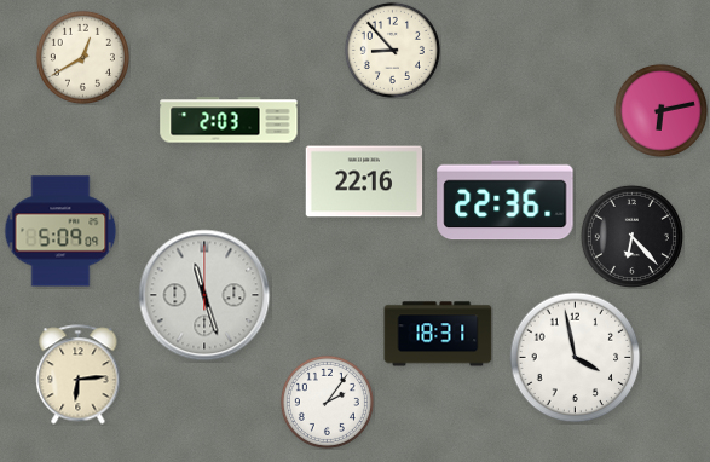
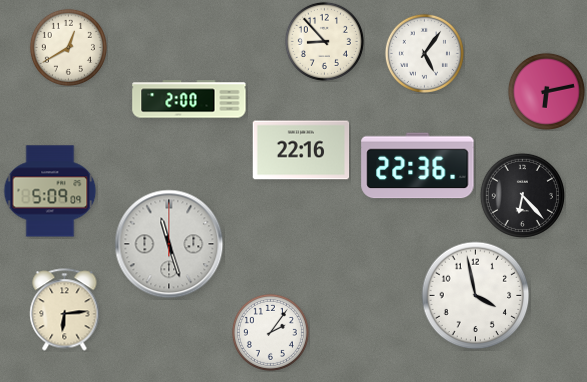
clock at (424, 53): none -> 5:06
clock at (229, 120): 2:03 -> 2:00
clock at (438, 334): 18:31 -> none
